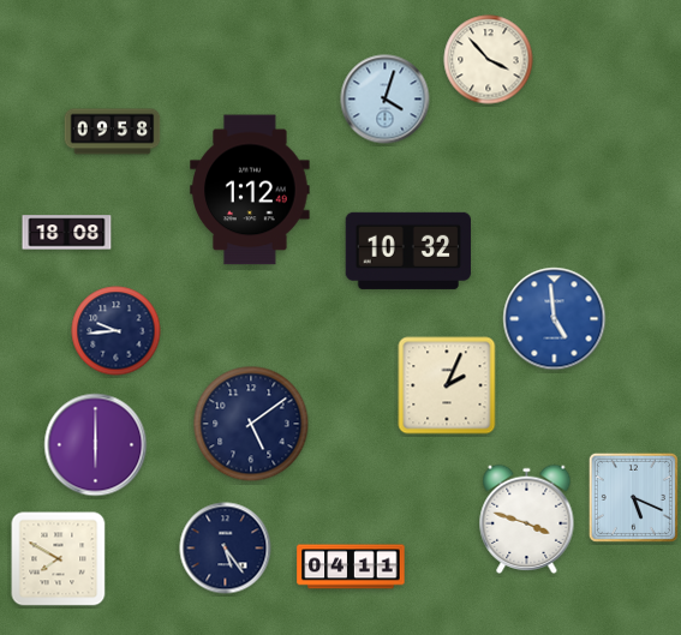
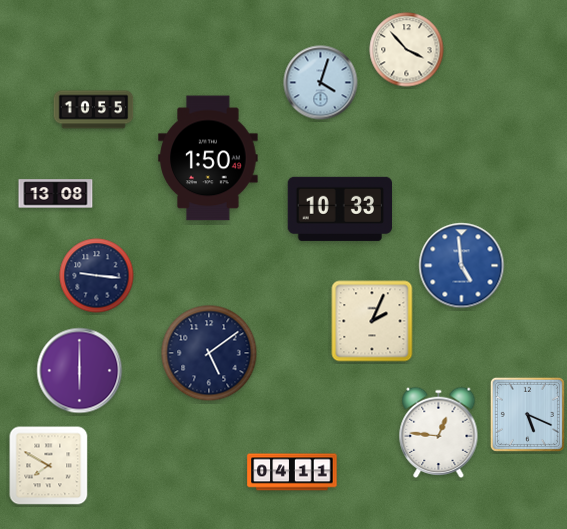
clock at (113, 132): 09:58 -> 10:55
clock at (250, 190): 1:12 -> 1:50
clock at (67, 233): 18:08 -> 13:08
clock at (407, 251): 10:32 -> 10:33
clock at (117, 331): 9:44 -> 9:16
clock at (527, 519): 3:48 -> 12:46
clock at (226, 549): 5:24 -> none
